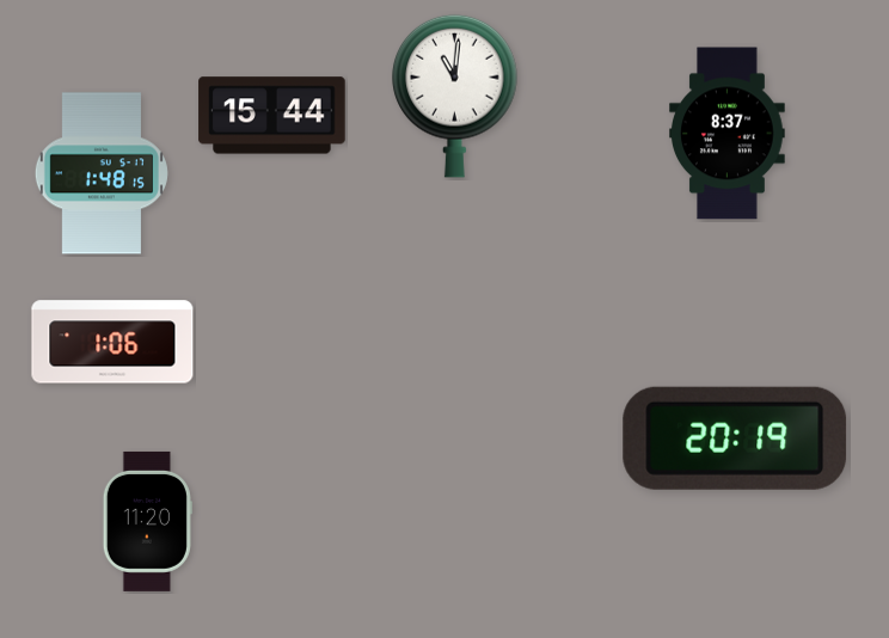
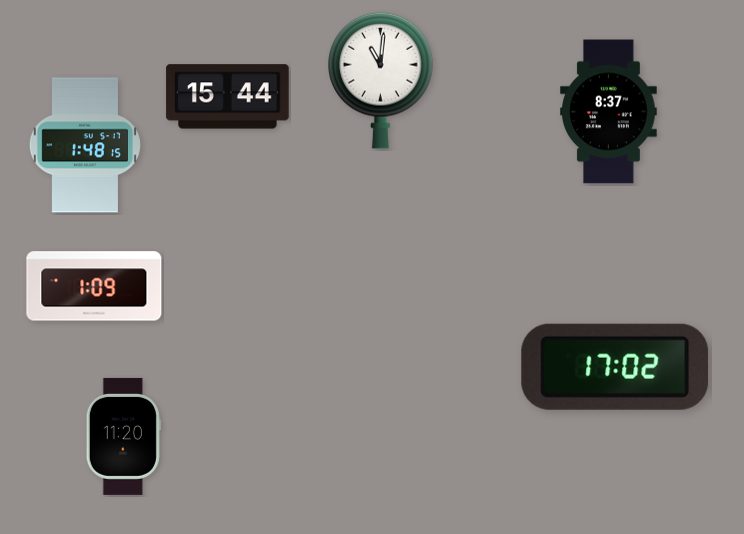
clock at (112, 342): 1:06 -> 1:09
clock at (735, 438): 20:19 -> 17:02
